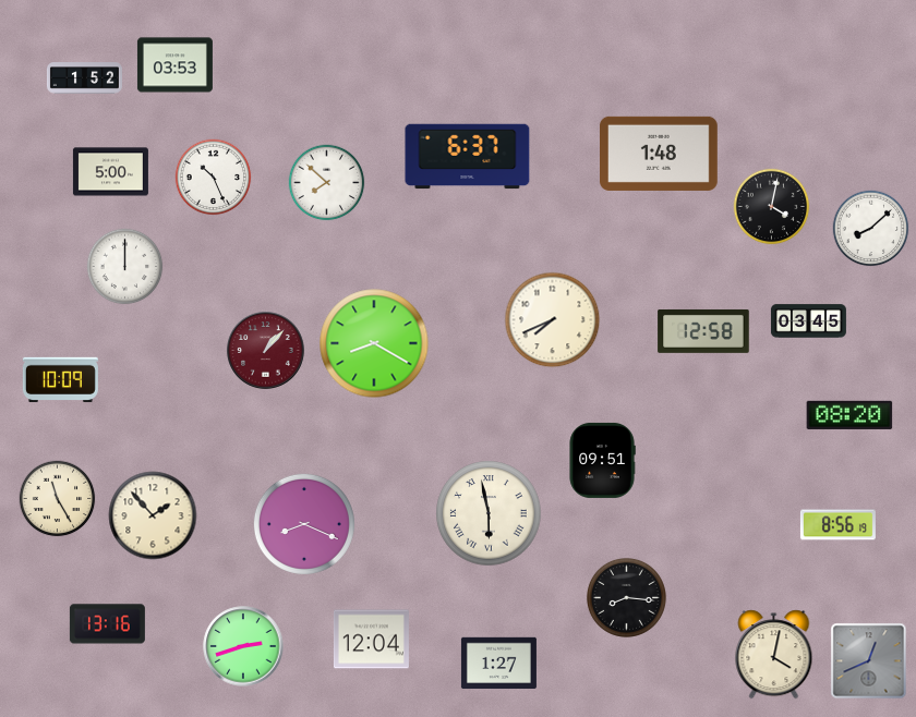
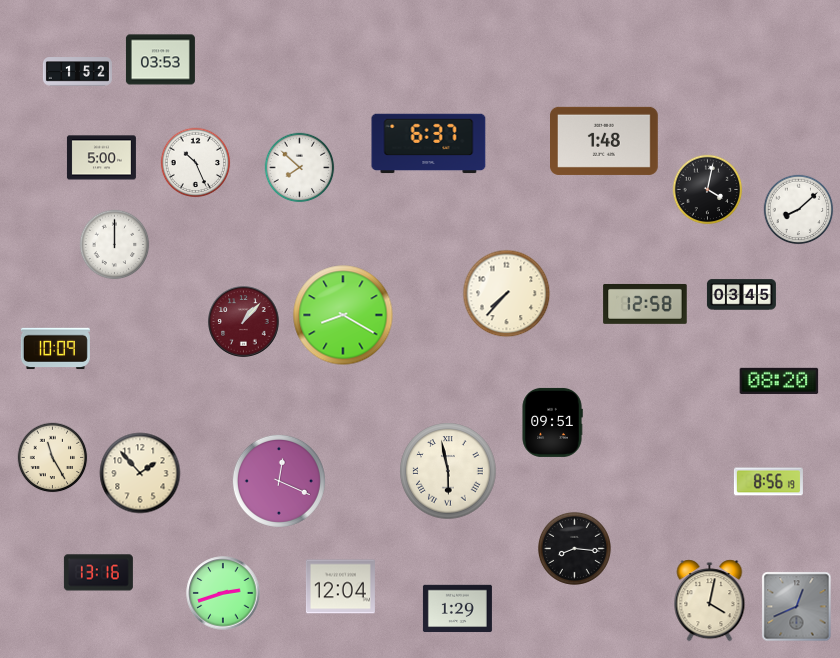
clock at (553, 320): 7:41 -> 7:37
clock at (304, 524): 8:19 -> 12:19
clock at (498, 664): 1:27 -> 1:29
